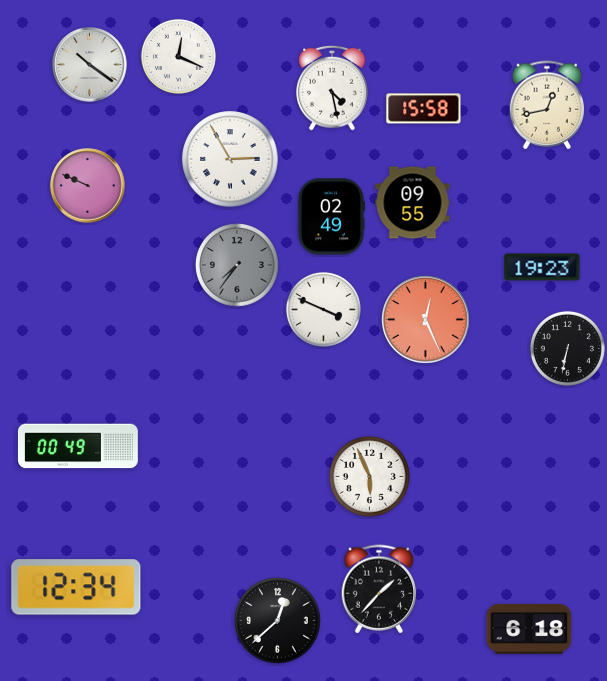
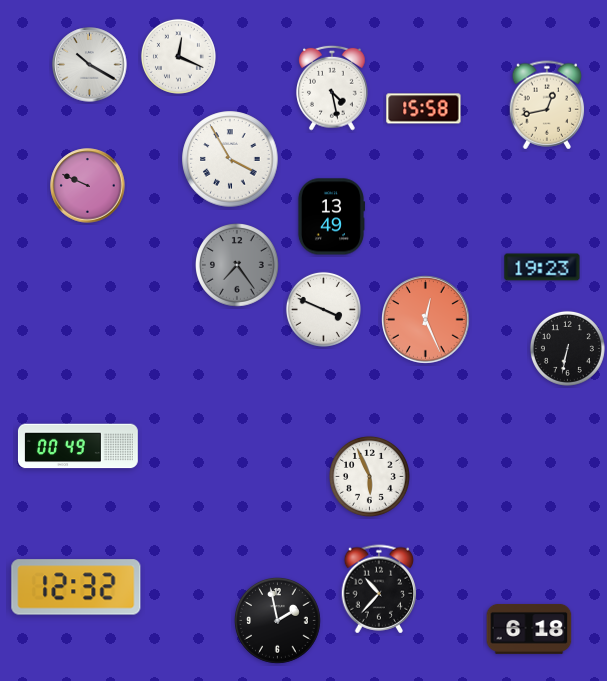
clock at (90, 65): 10:21 -> 10:20
clock at (230, 159): 2:55 -> 3:55
clock at (413, 203): 09:55 -> none
clock at (330, 217): 02:49 -> 13:49
clock at (238, 266): 7:36 -> 7:24
clock at (76, 587): 12:34 -> 12:32
clock at (379, 589): 1:37 -> 10:37
clock at (278, 621): 12:38 -> 1:58
